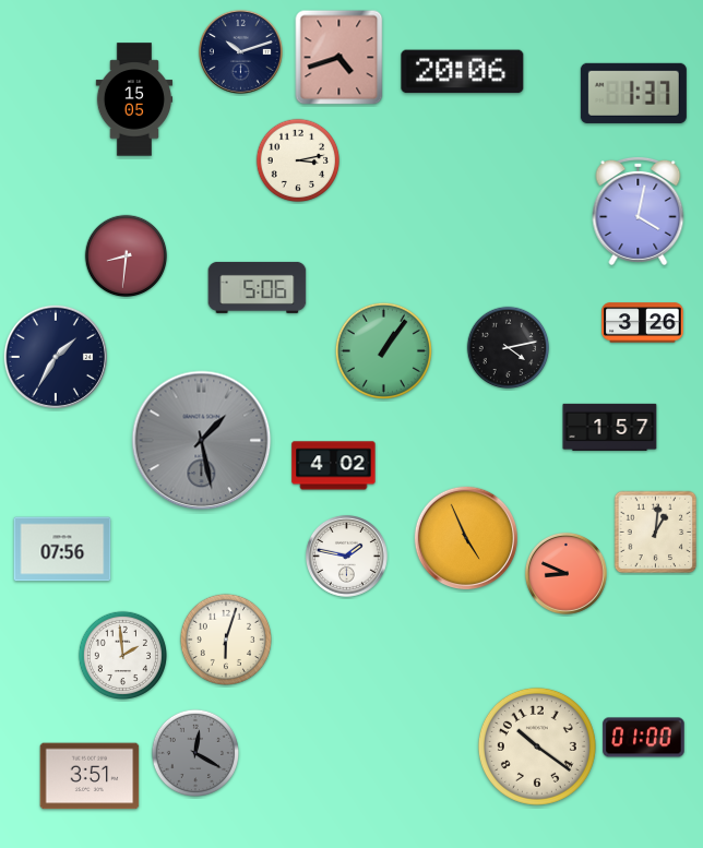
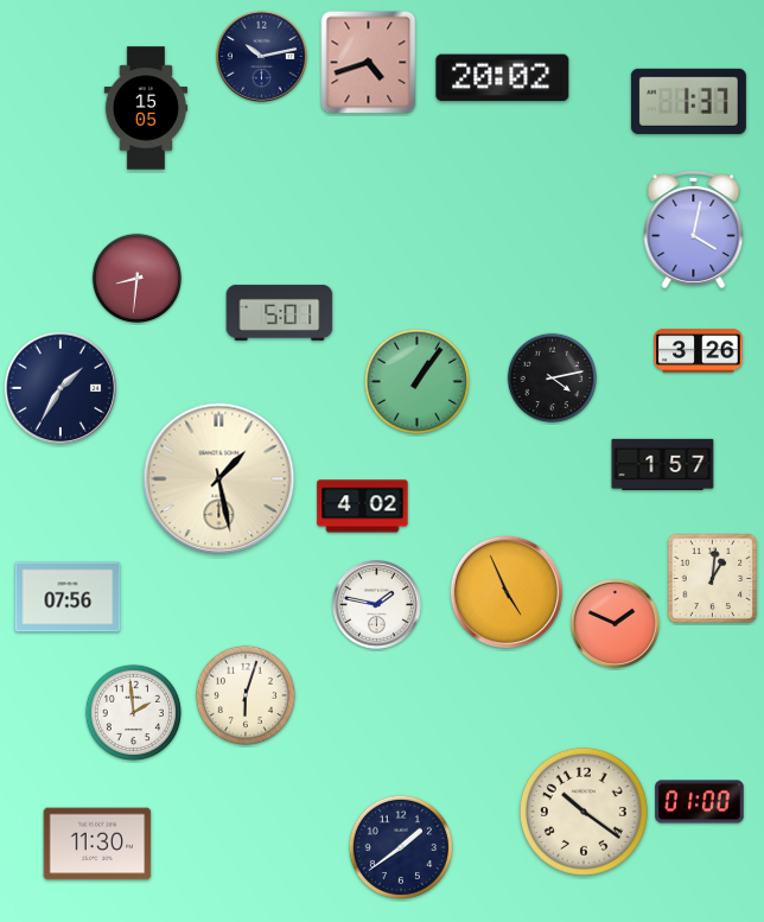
clock at (240, 51): 10:12 -> 10:13
clock at (463, 72): 20:06 -> 20:02
clock at (298, 160): 3:13 -> none
clock at (258, 287): 5:06 -> 5:01
clock at (202, 441) dial: grey -> cream
clock at (466, 538) position: (466, 538) -> (507, 592)
clock at (565, 573): 8:49 -> 1:49
clock at (194, 752): 12:20 -> none
clock at (90, 776): 3:51 -> 11:30
clock at (401, 847): none -> 1:39
